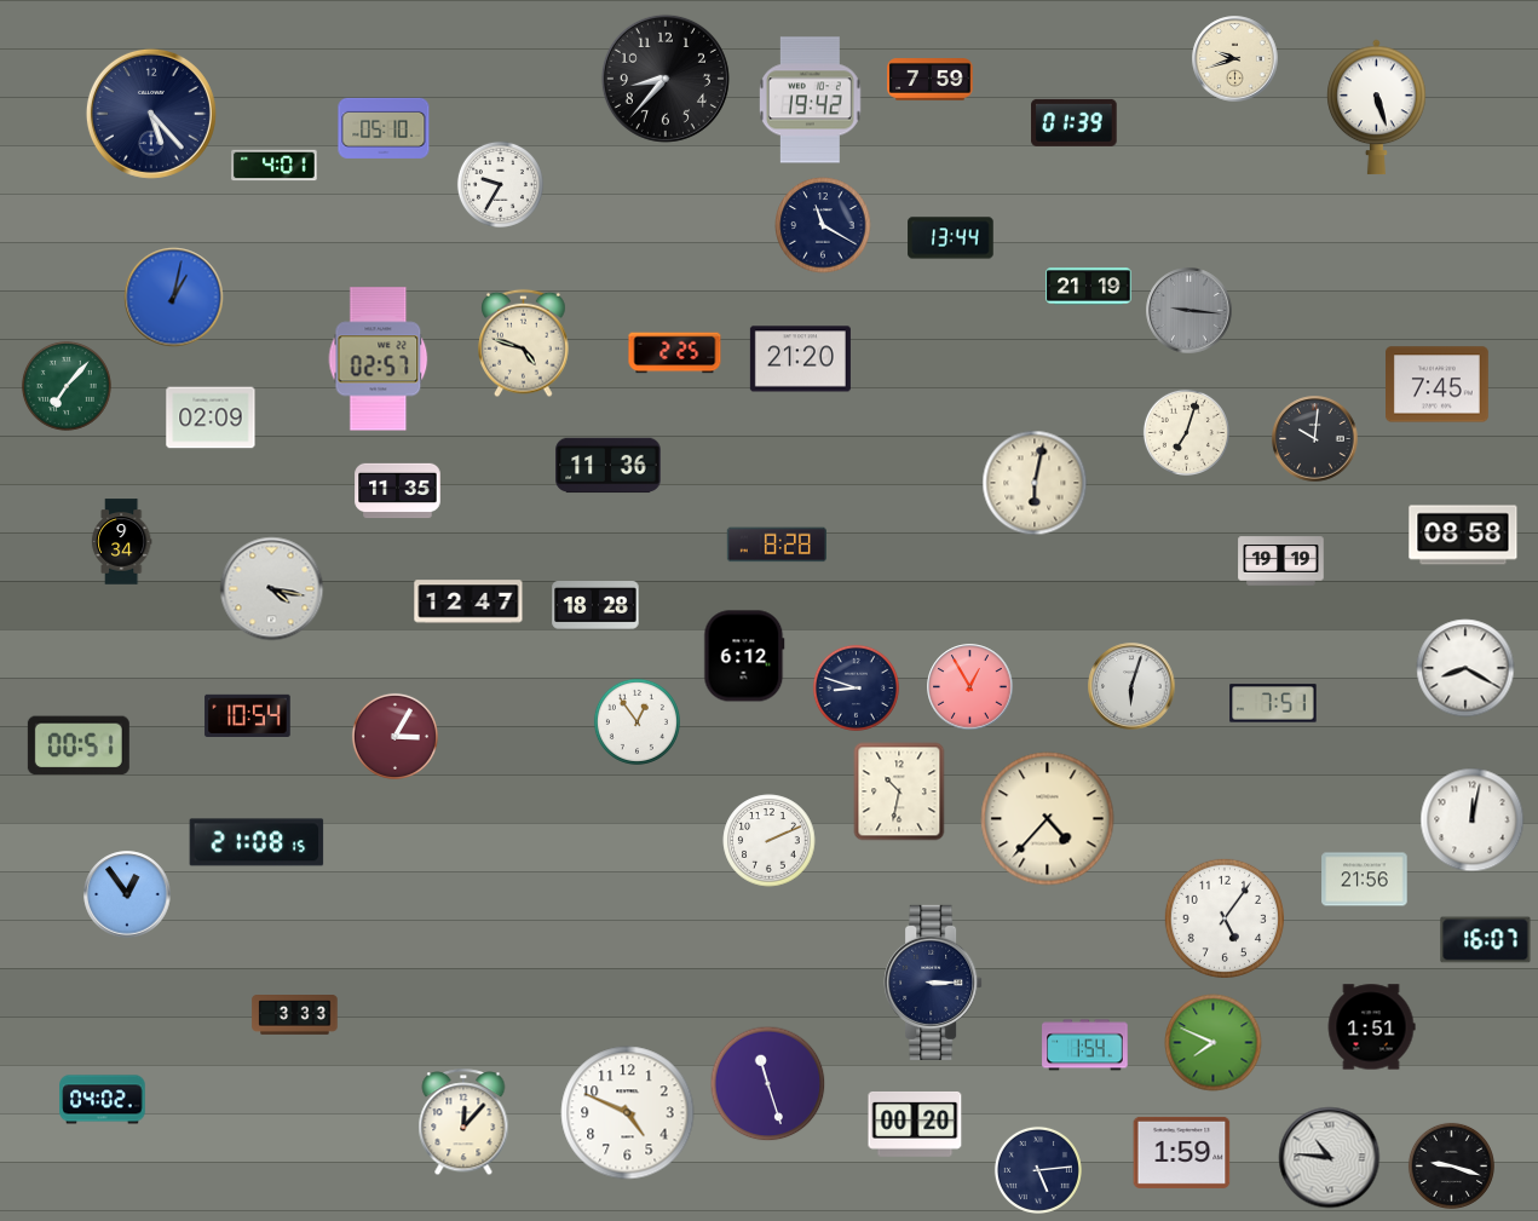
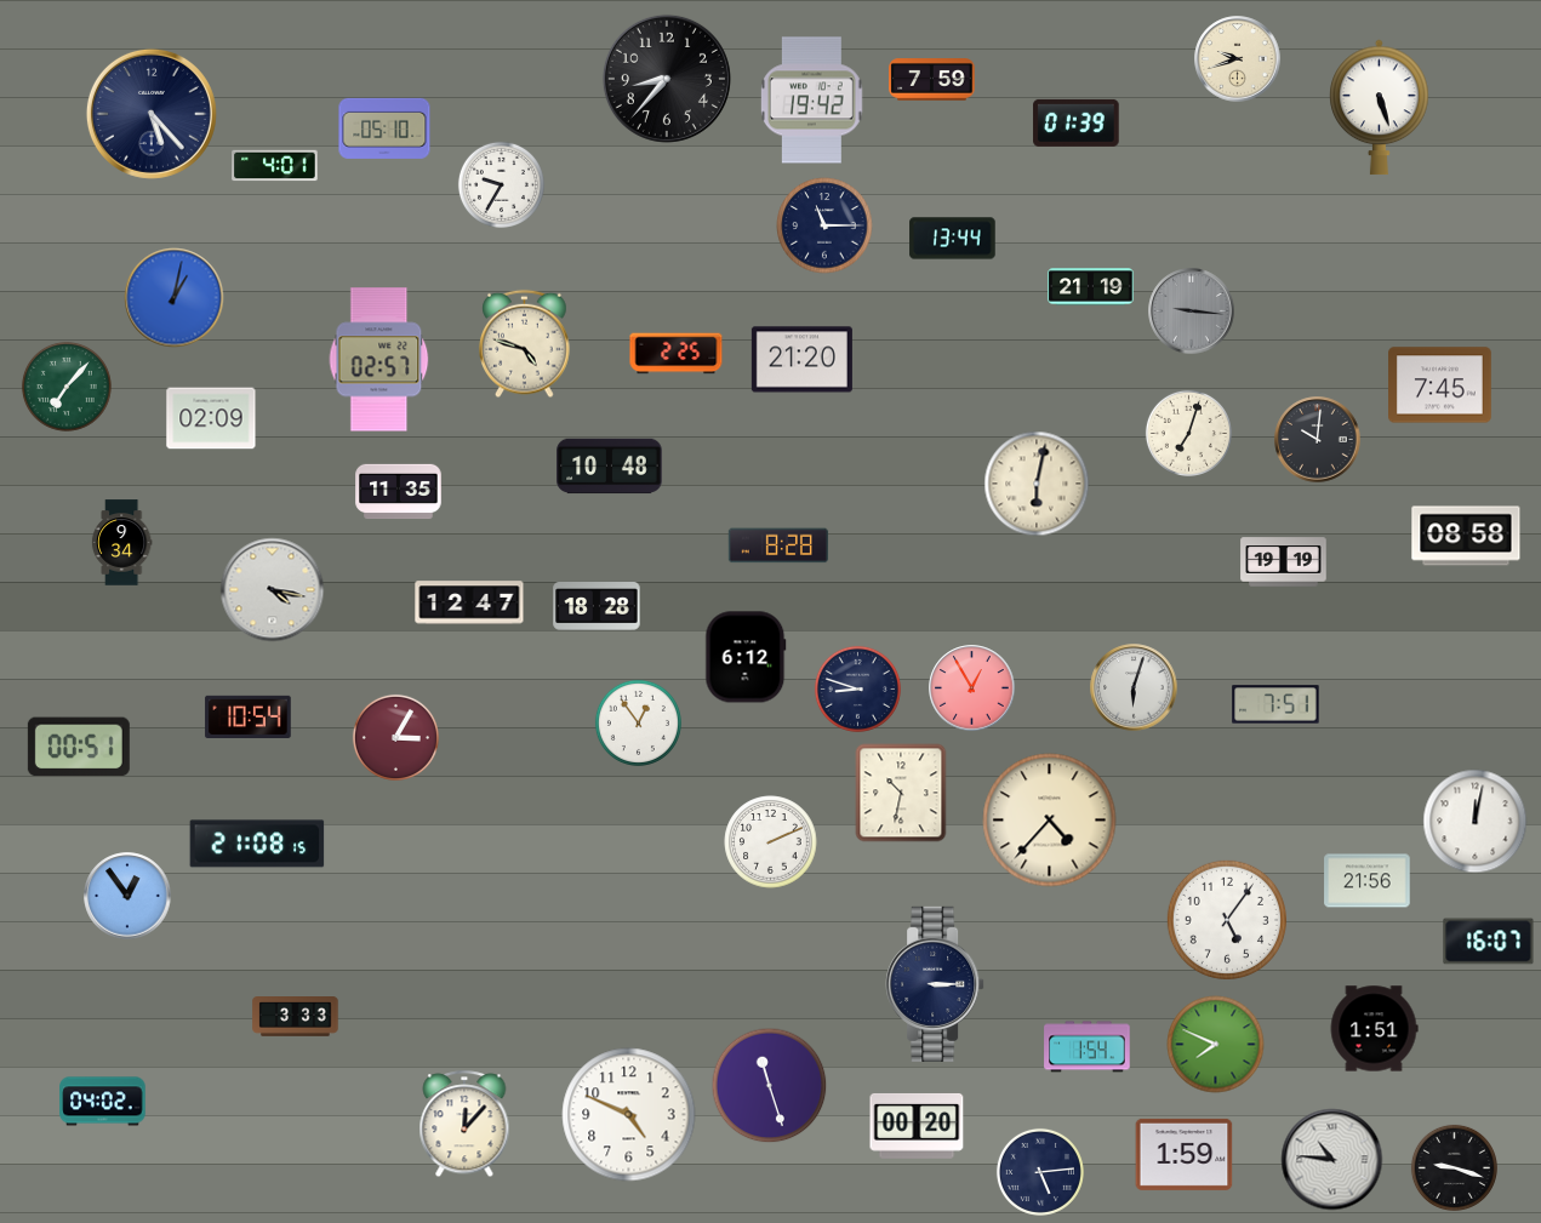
clock at (823, 225): 11:20 -> 11:15
clock at (609, 466): 11:36 -> 10:48
clock at (1465, 668): 8:20 -> none
